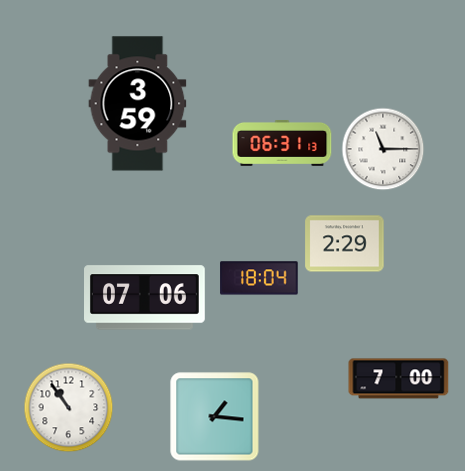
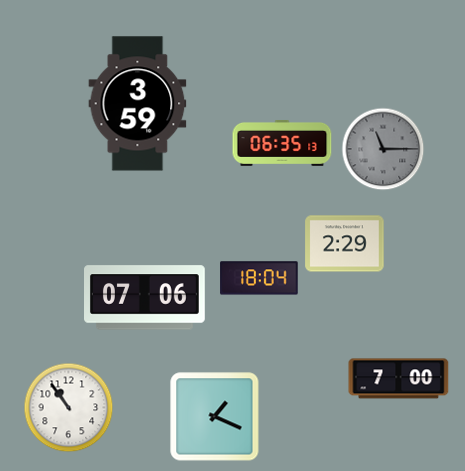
clock at (282, 143): 06:31 -> 06:35
clock at (383, 149) dial: white -> grey
clock at (215, 417): 1:16 -> 1:19
